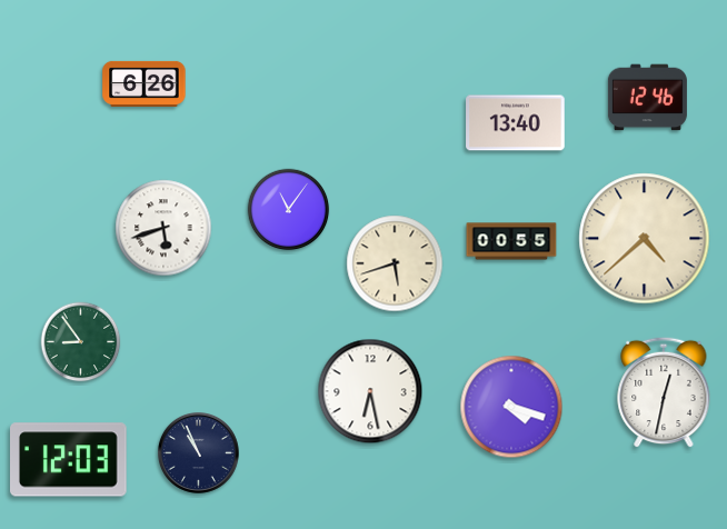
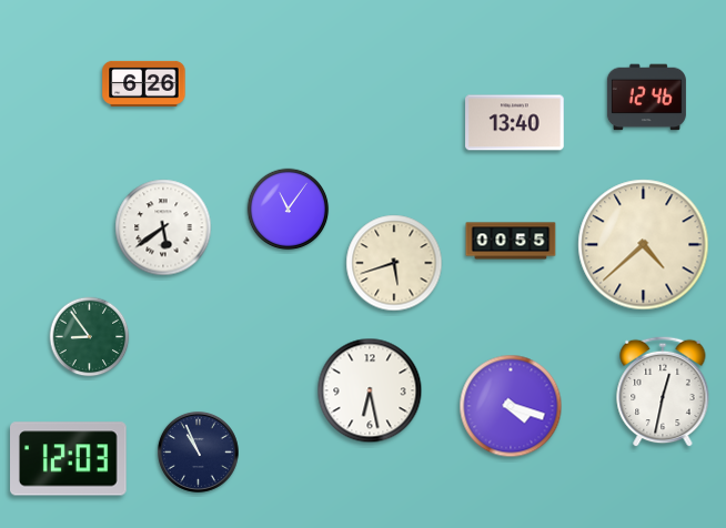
clock at (163, 228): 5:42 -> 5:39
clock at (645, 239) position: (645, 239) -> (644, 245)
clock at (81, 342) position: (81, 342) -> (90, 337)
